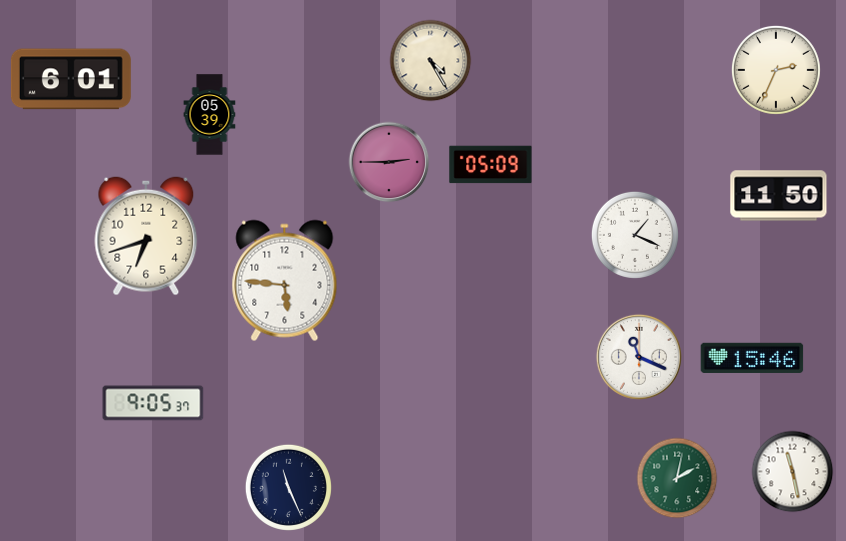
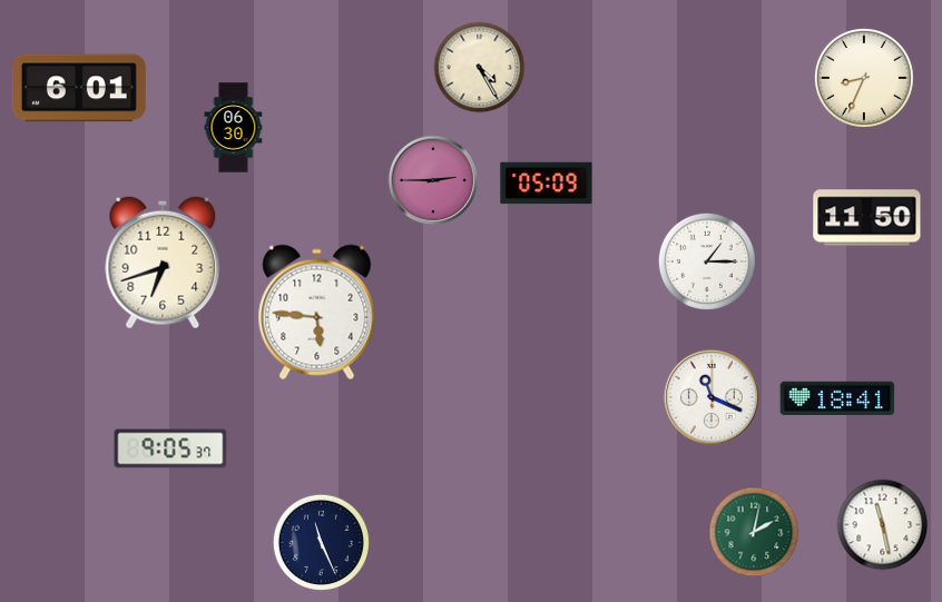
clock at (776, 70): 2:34 -> 8:34
clock at (210, 115): 05:39 -> 06:30
clock at (635, 235): 1:19 -> 1:15
clock at (752, 358): 15:46 -> 18:41
